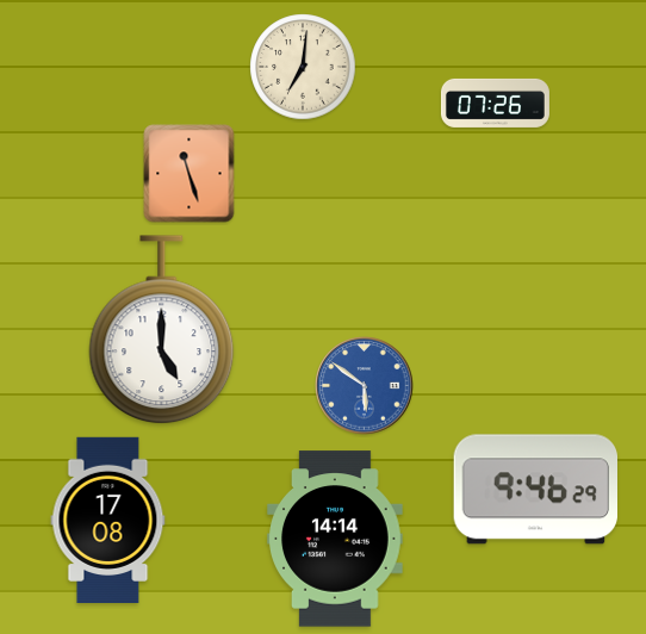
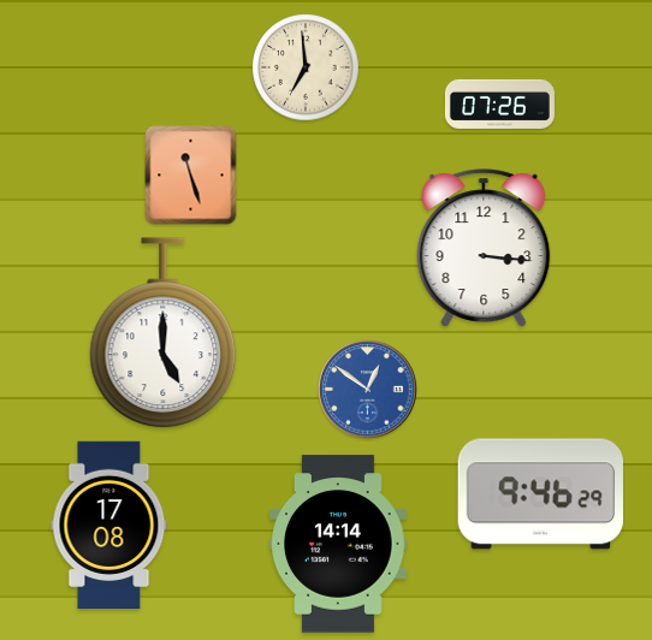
clock at (303, 67): 7:01 -> 6:59
clock at (484, 248): none -> 3:16
clock at (365, 386): 5:51 -> 12:51
